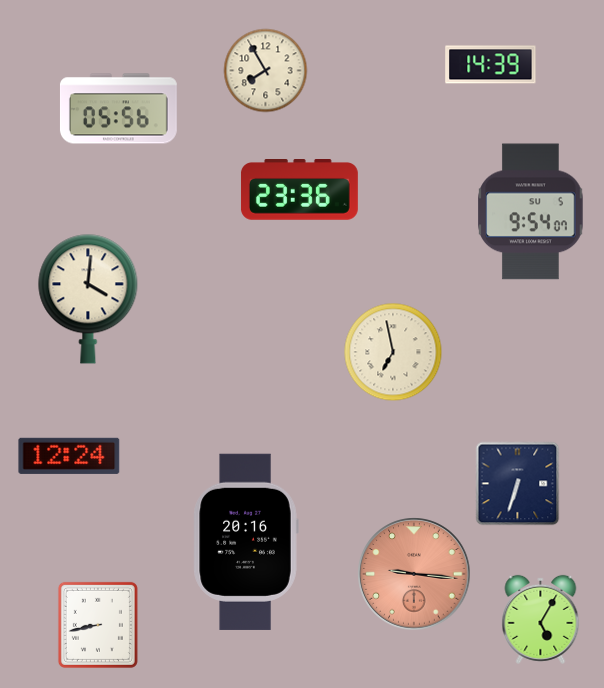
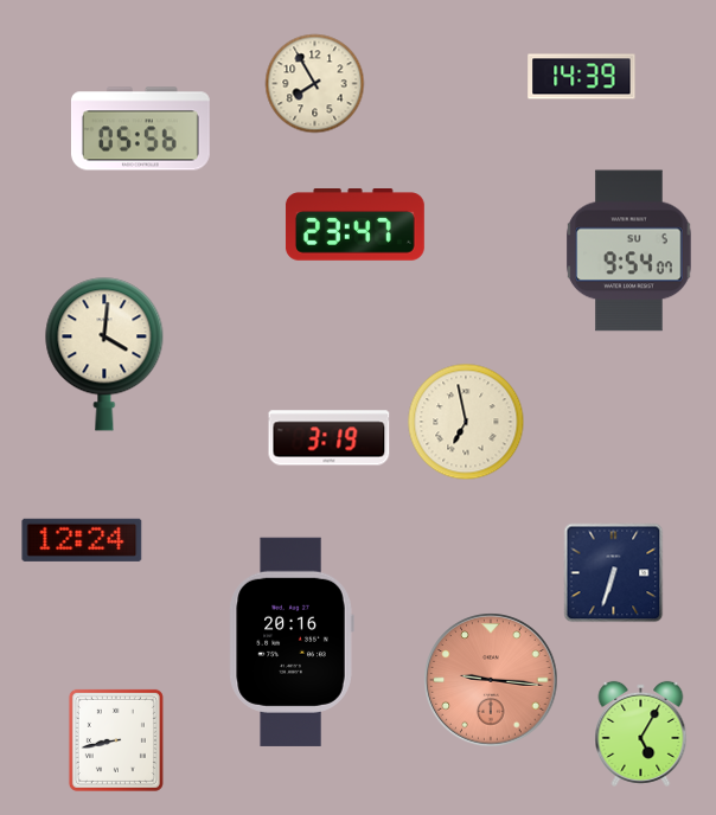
clock at (299, 190): 23:36 -> 23:47
clock at (393, 352) position: (393, 352) -> (466, 422)
clock at (330, 438): none -> 3:19
